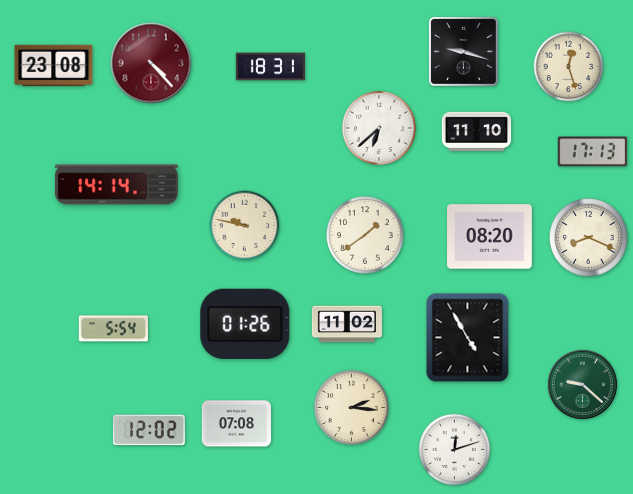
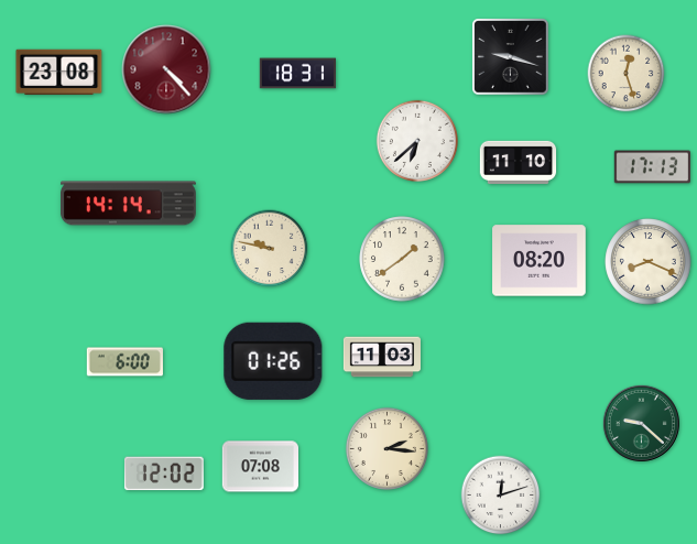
clock at (477, 131) position: (477, 131) -> (519, 162)
clock at (245, 324) position: (245, 324) -> (273, 361)
clock at (347, 324): 11:02 -> 11:03
clock at (113, 329): 5:54 -> 6:00
clock at (468, 338): 4:55 -> none
